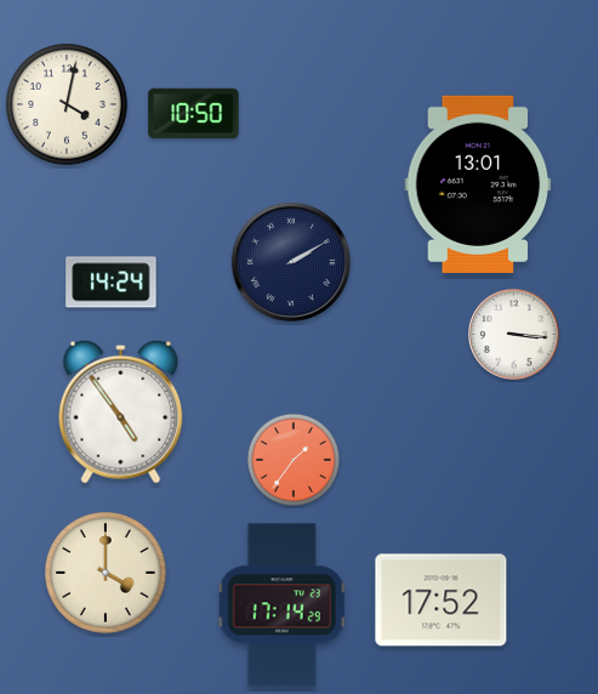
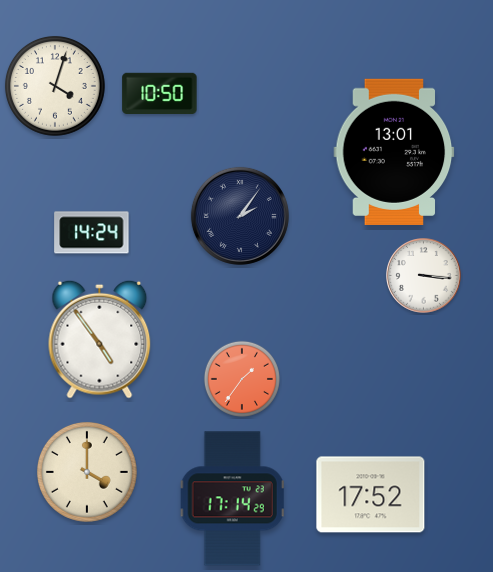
clock at (67, 104): 4:02 -> 4:03
clock at (291, 262): 2:10 -> 2:06
clock at (442, 601) position: (442, 601) -> (371, 495)
